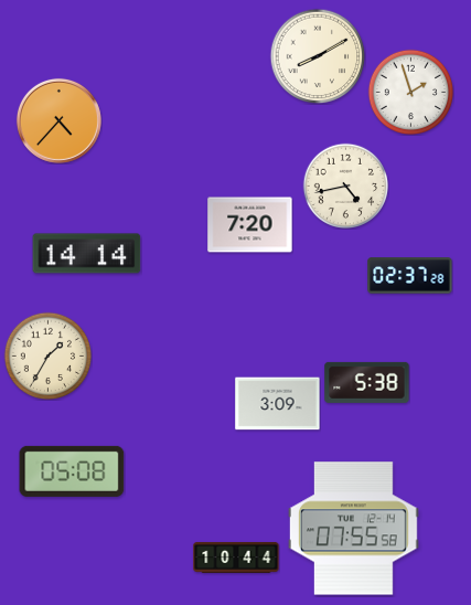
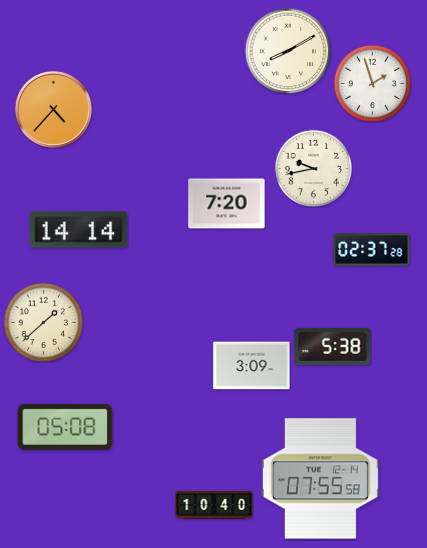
clock at (345, 185): 4:43 -> 9:43
clock at (47, 355): 1:35 -> 1:38
clock at (236, 558): 10:44 -> 10:40
